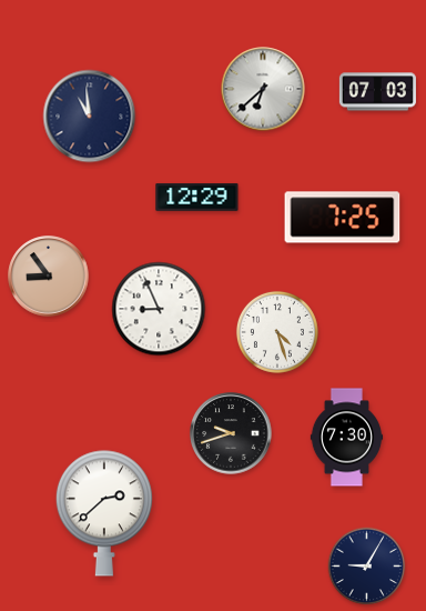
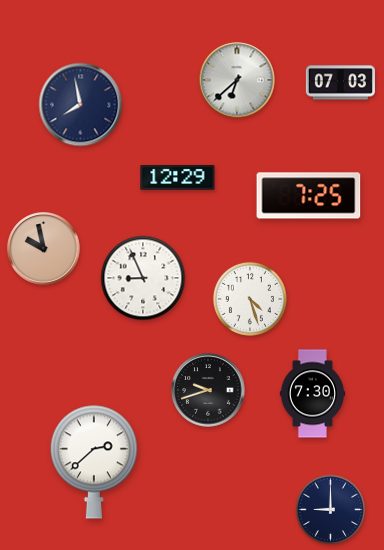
clock at (90, 117): 10:59 -> 7:58
clock at (49, 277): 8:54 -> 9:58
clock at (367, 567): 9:05 -> 9:00
